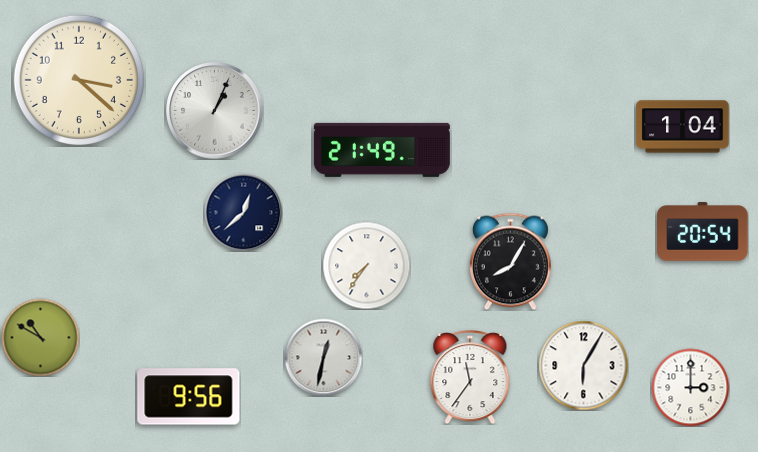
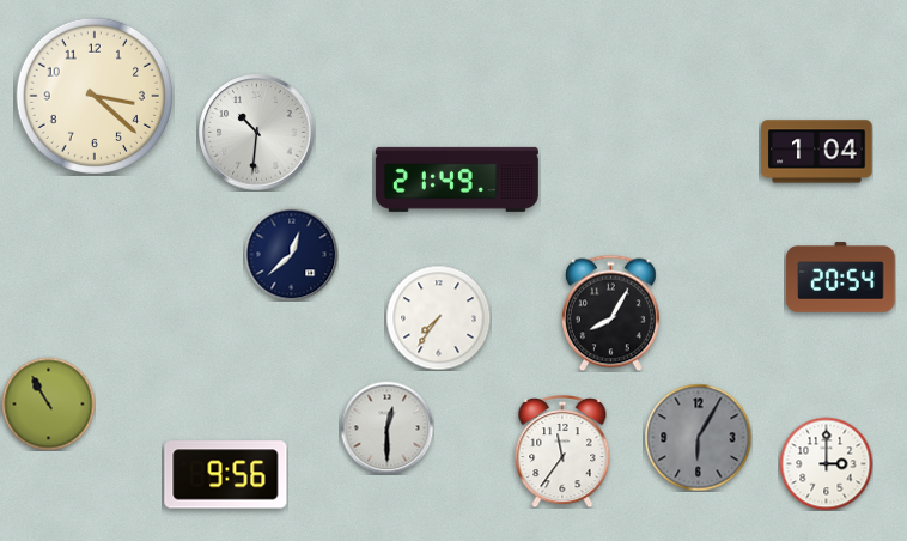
clock at (215, 111): 1:04 -> 10:31
clock at (40, 337): 10:50 -> 10:55
clock at (323, 357): 12:32 -> 12:30
clock at (583, 365) dial: white -> grey
